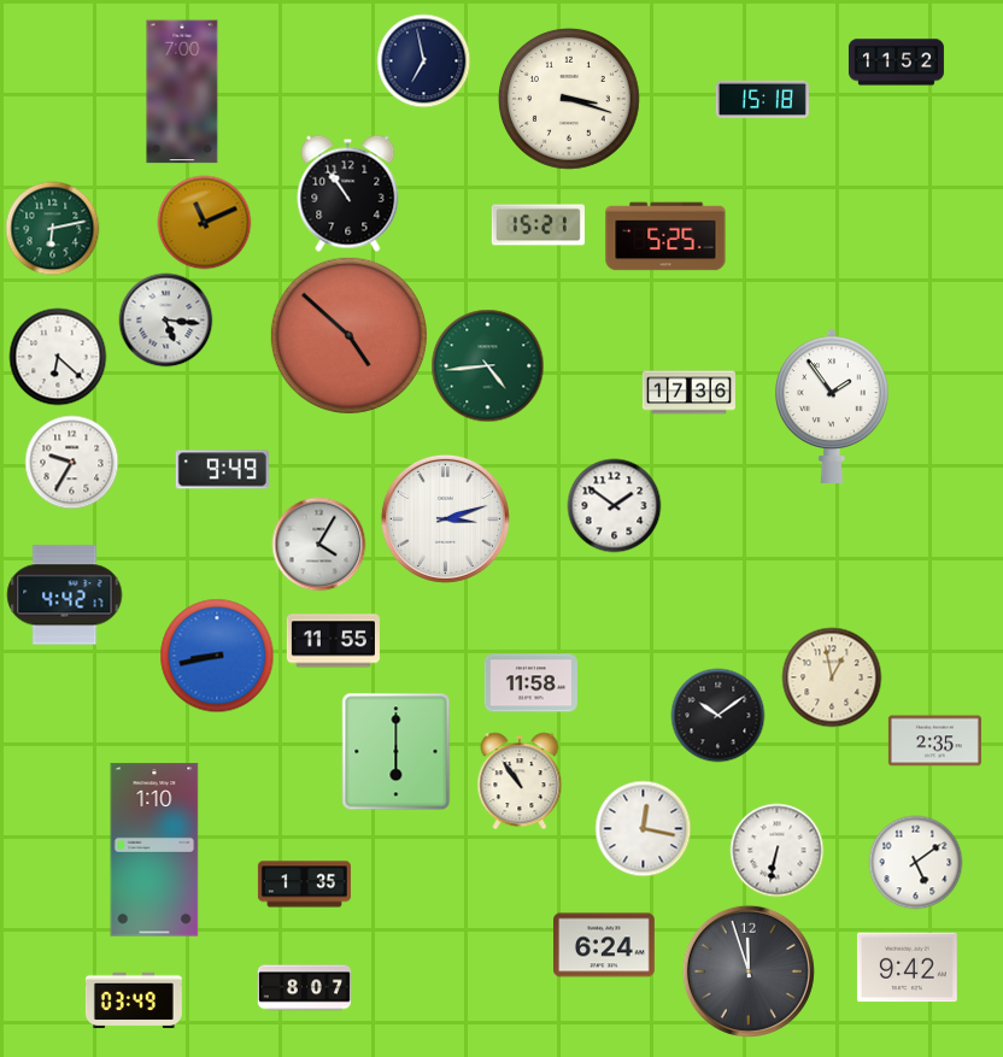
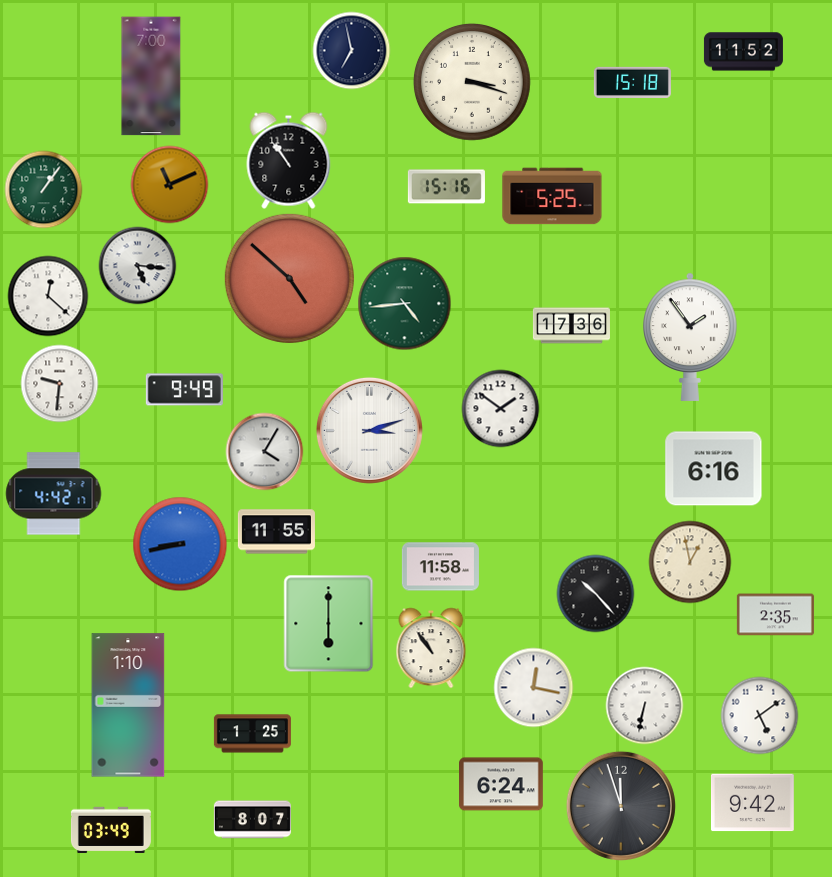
clock at (538, 225): 15:21 -> 15:16
clock at (52, 228): 6:13 -> 1:06
clock at (58, 357): 6:22 -> 12:22
clock at (71, 462): 9:35 -> 9:31
clock at (614, 505) position: (614, 505) -> (500, 408)
clock at (714, 469): none -> 6:16
clock at (717, 715): 10:09 -> 10:23
clock at (304, 885): 1:35 -> 1:25
